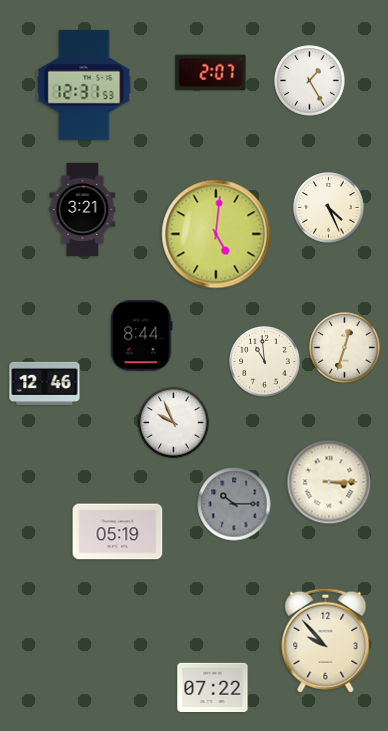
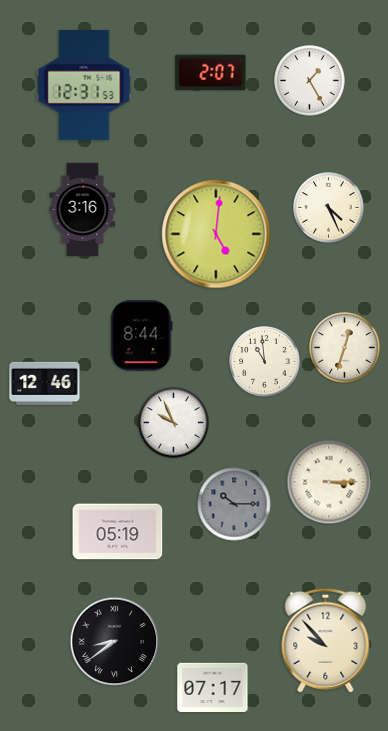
clock at (83, 210): 3:21 -> 3:16
clock at (115, 642): none -> 8:39
clock at (213, 688): 07:22 -> 07:17
